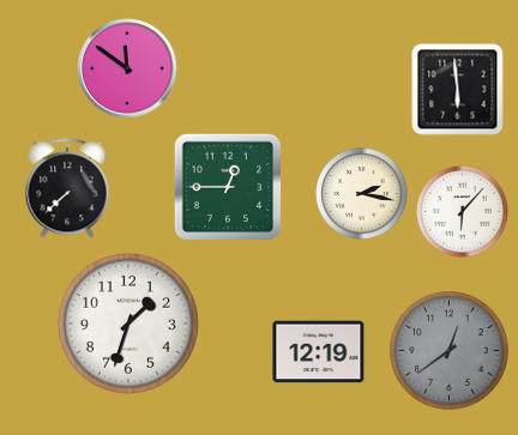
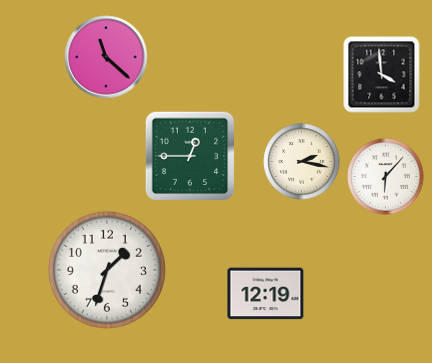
clock at (127, 68): 11:51 -> 11:22
clock at (458, 90): 5:59 -> 3:59
clock at (67, 188): 7:38 -> none
clock at (450, 351): 12:39 -> none
